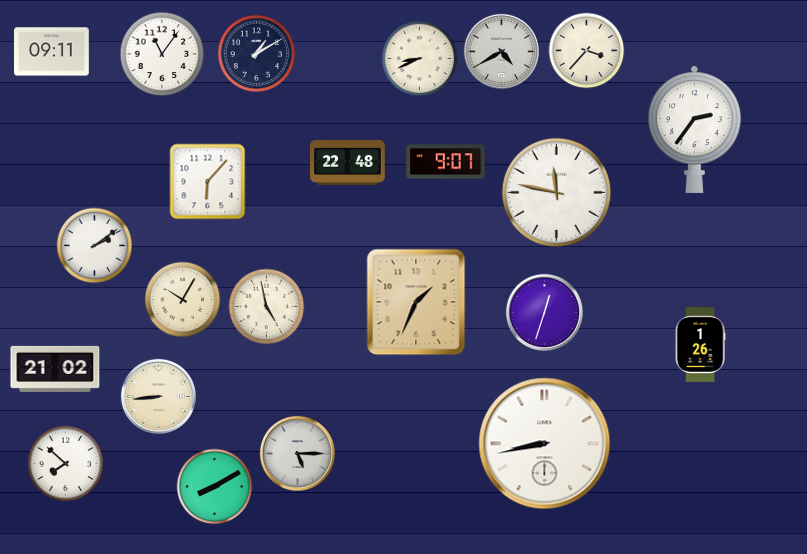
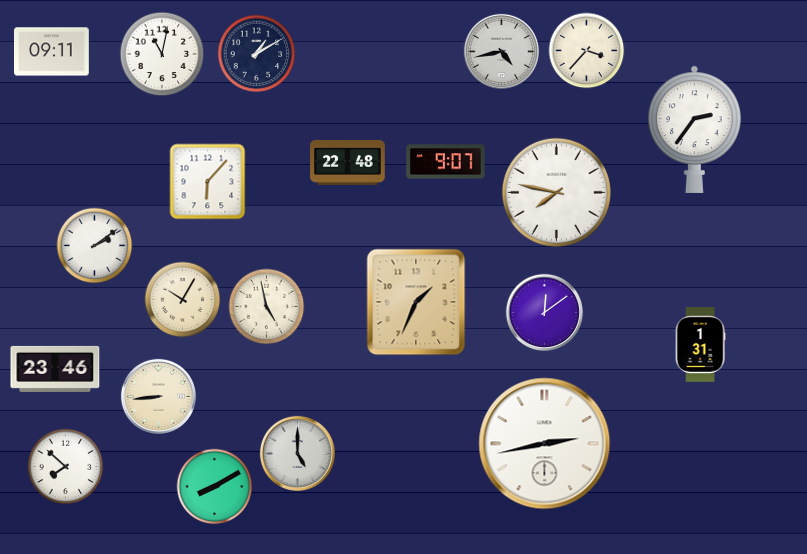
clock at (501, 51): 4:40 -> 4:43
clock at (162, 54): 11:06 -> 11:02
clock at (420, 59): 8:41 -> none
clock at (556, 192): 11:47 -> 7:47
clock at (544, 312): 12:33 -> 12:09
clock at (700, 345): 1:26 -> 1:31
clock at (55, 369): 21:02 -> 23:46
clock at (545, 444): 8:43 -> 2:43
clock at (297, 453): 5:15 -> 5:00
clock at (66, 464) position: (66, 464) -> (66, 467)
